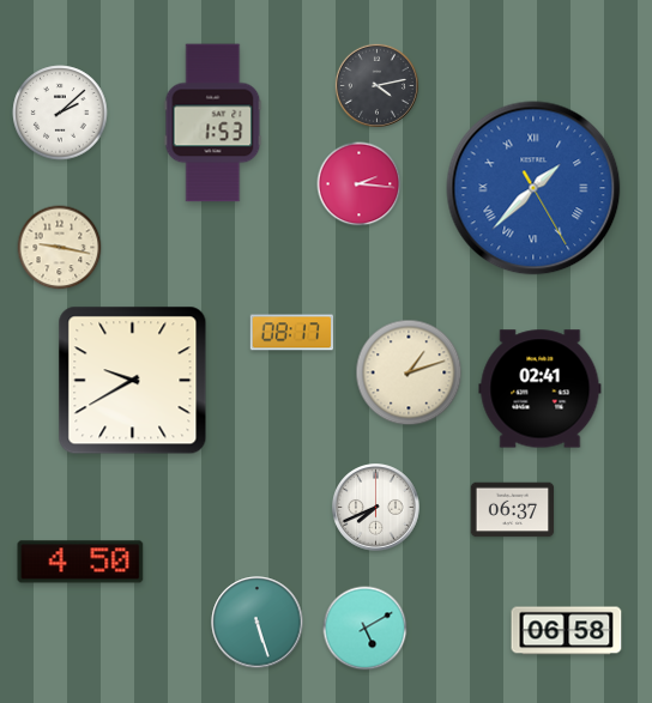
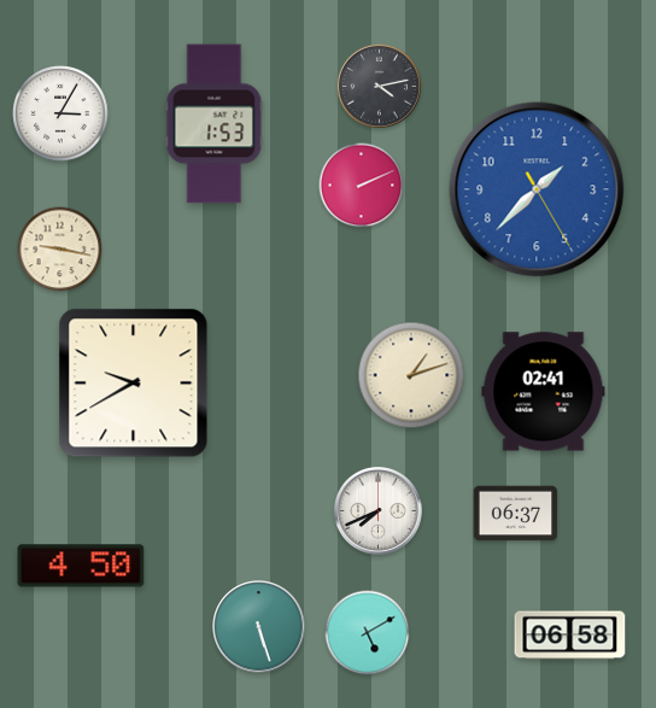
clock at (60, 113): 2:08 -> 3:05
clock at (360, 184): 2:16 -> 2:11
clock at (533, 188) numerals: Roman -> Arabic
clock at (291, 333): 08:17 -> none
